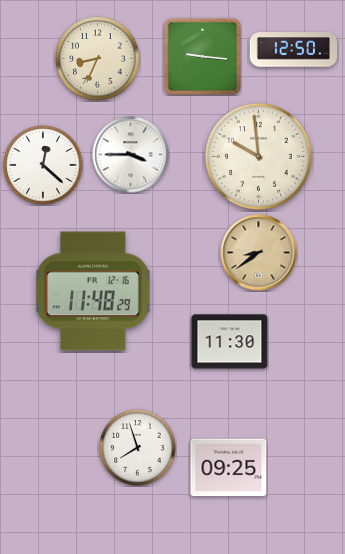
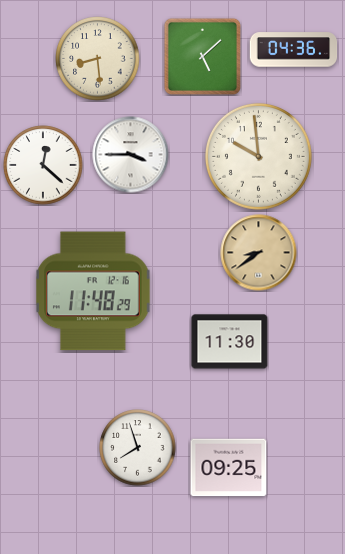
clock at (294, 50): 12:50 -> 04:36
clock at (202, 56): 9:16 -> 5:08
clock at (98, 59): 8:34 -> 8:29
